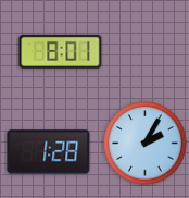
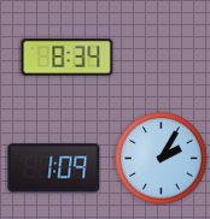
clock at (61, 51): 8:01 -> 8:34
clock at (49, 152): 1:28 -> 1:09
